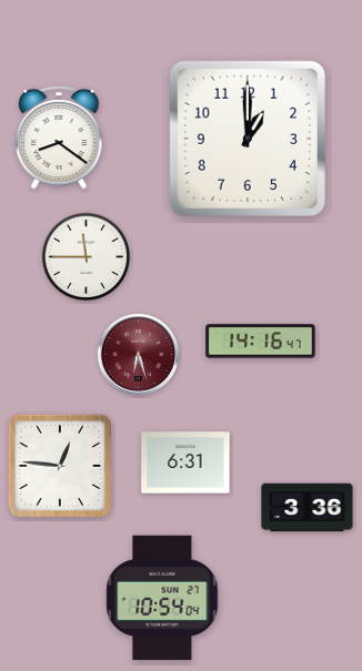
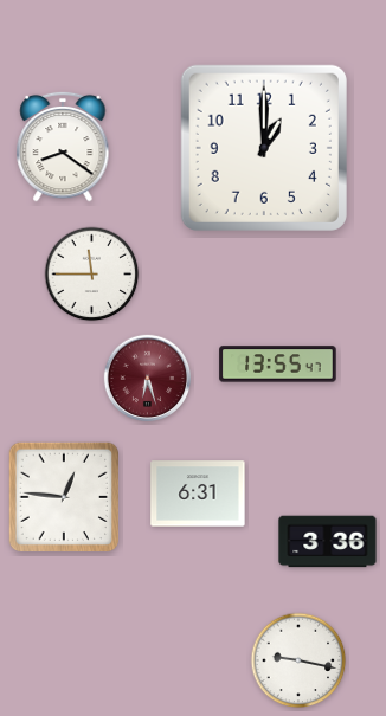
clock at (261, 342): 14:16 -> 13:55
clock at (162, 598): 10:54 -> none
clock at (298, 660): none -> 9:17
